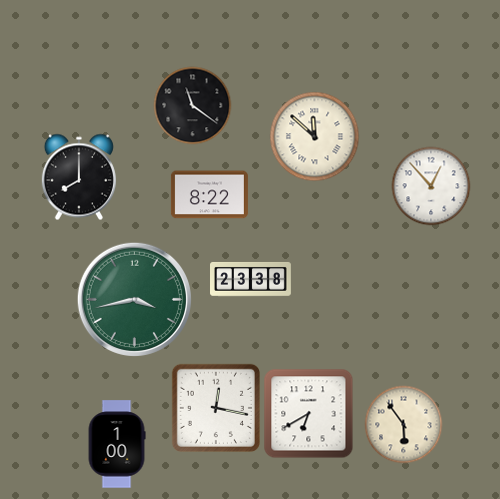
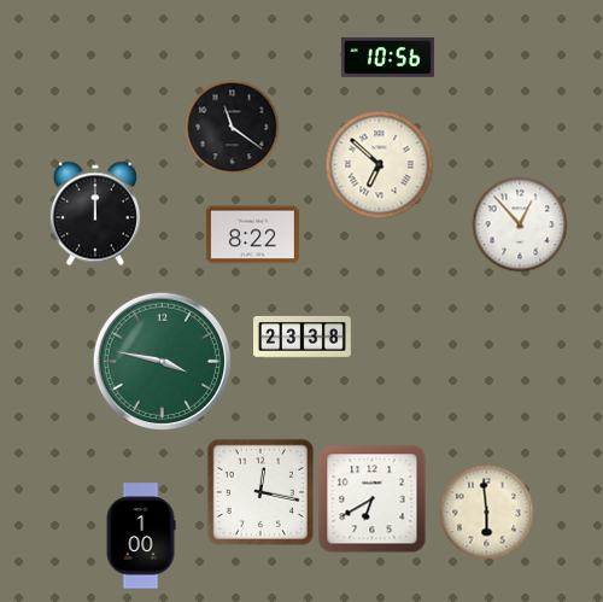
clock at (387, 58): none -> 10:56
clock at (314, 136): 11:52 -> 6:52
clock at (79, 177): 8:00 -> 12:00
clock at (134, 299): 3:43 -> 3:47
clock at (403, 424): 5:54 -> 5:59
